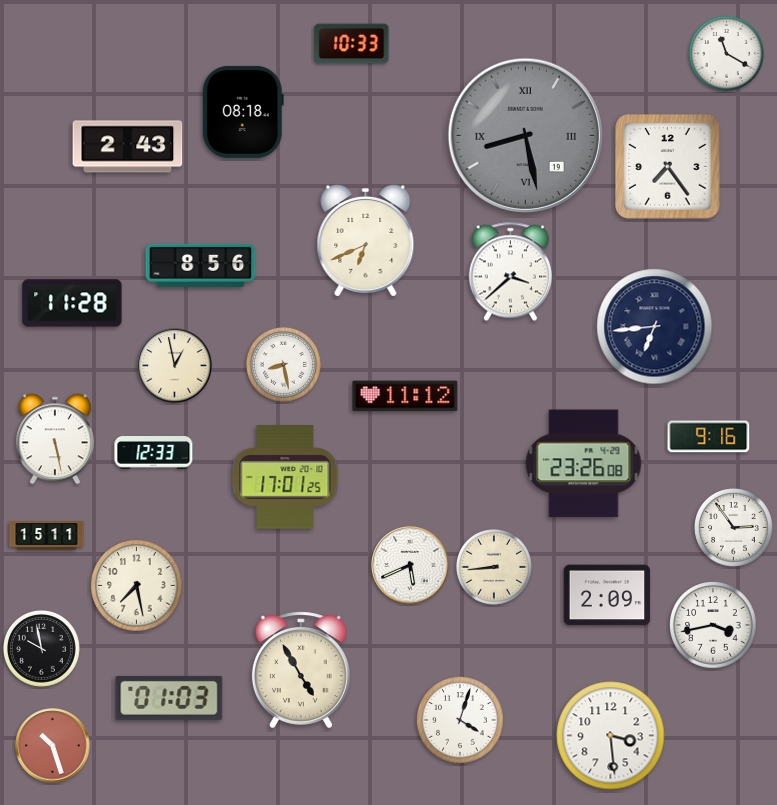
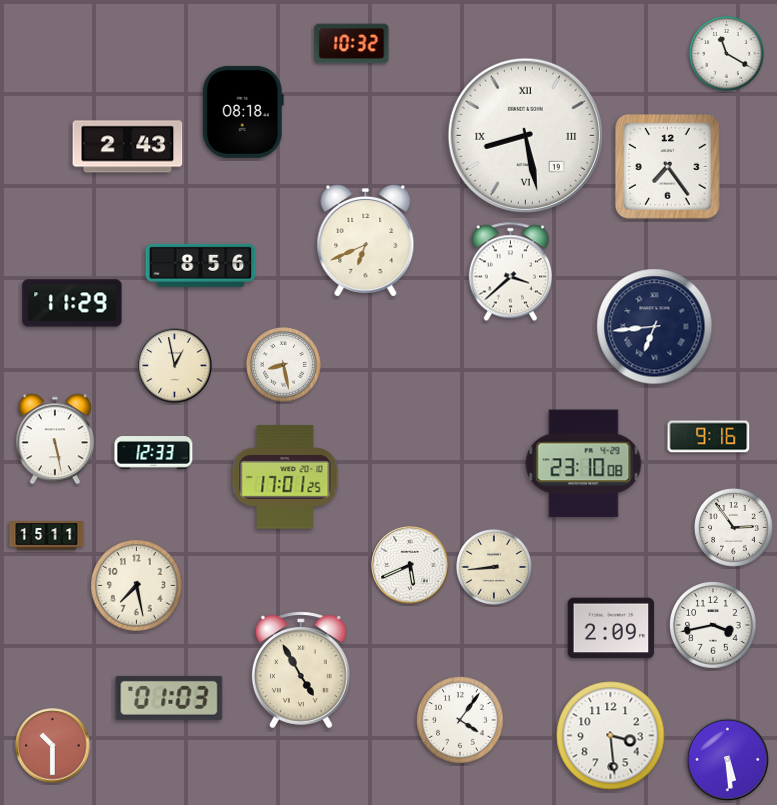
clock at (352, 44): 10:33 -> 10:32
clock at (525, 135) dial: grey -> white
clock at (72, 303): 11:28 -> 11:29
clock at (405, 396): 11:12 -> none
clock at (584, 464): 23:26 -> 23:10
clock at (607, 595) position: (607, 595) -> (611, 628)
clock at (41, 648): 9:58 -> none
clock at (460, 720): 4:03 -> 4:06
clock at (53, 746): 10:27 -> 10:30
clock at (728, 760): none -> 5:29
